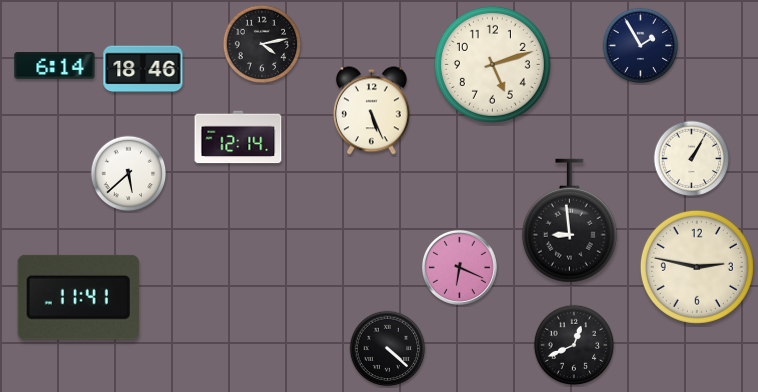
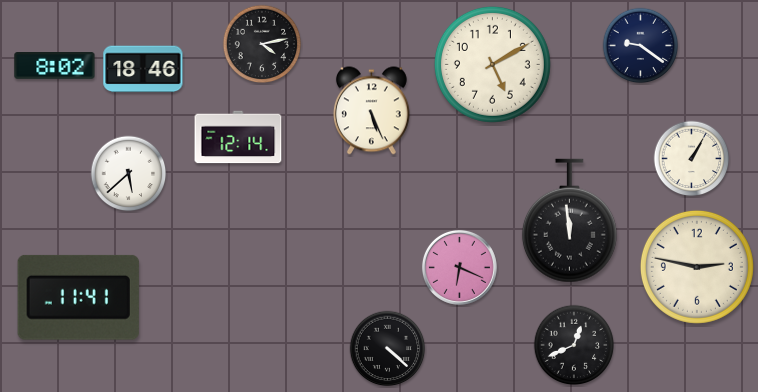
clock at (641, 46): 1:55 -> 9:21
clock at (492, 64): 5:12 -> 5:10
clock at (55, 66): 6:14 -> 8:02
clock at (569, 221): 8:59 -> 11:59
